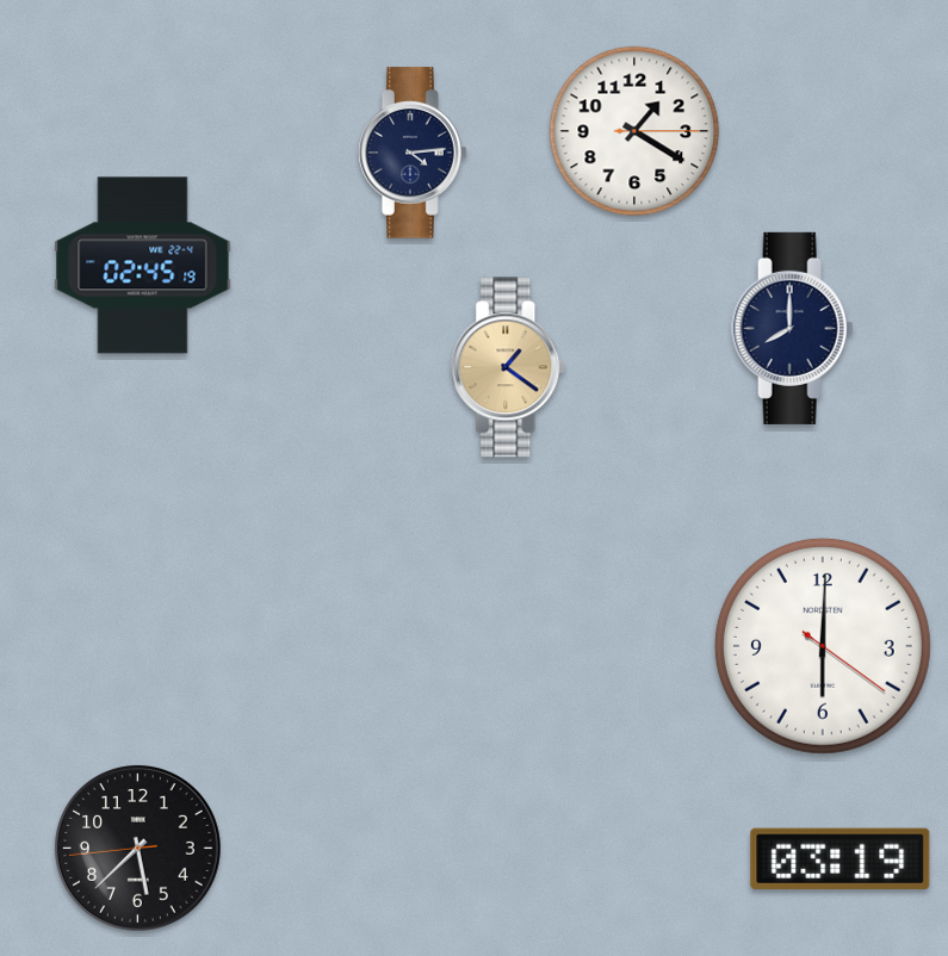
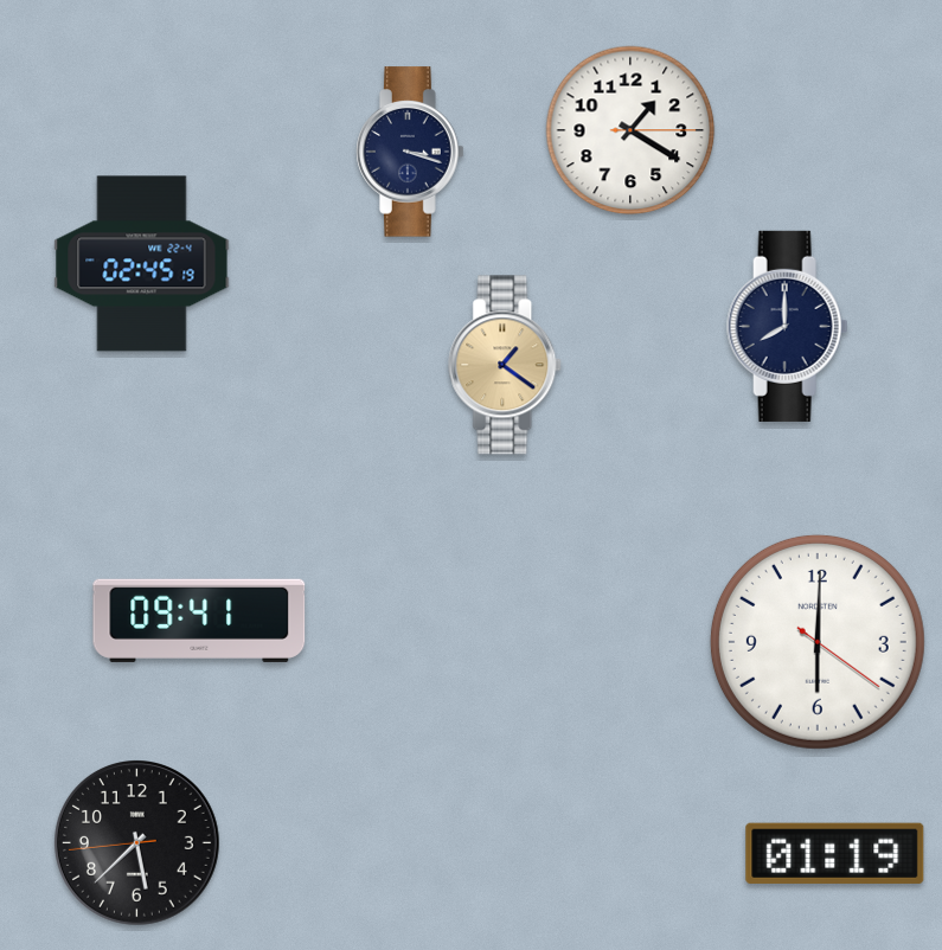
clock at (413, 153): 4:14 -> 3:18
clock at (199, 621): none -> 09:41
clock at (841, 858): 03:19 -> 01:19
